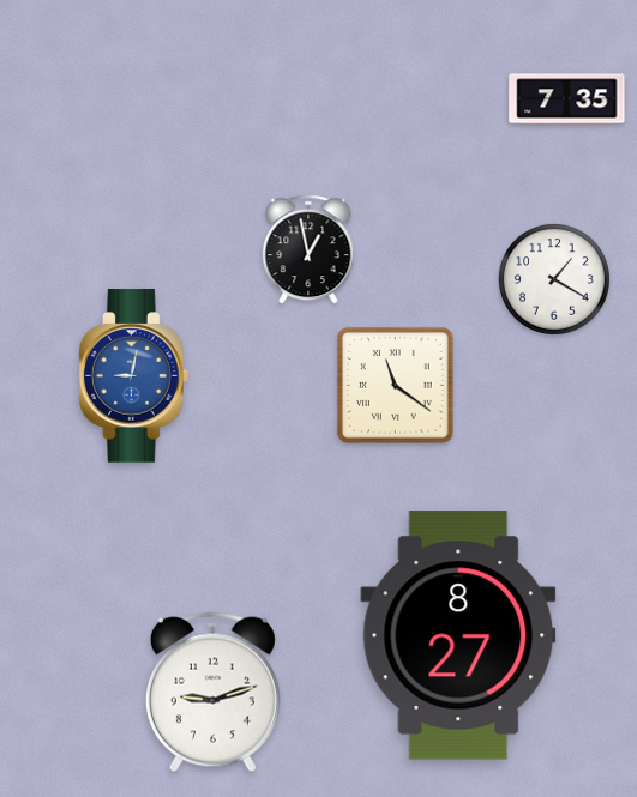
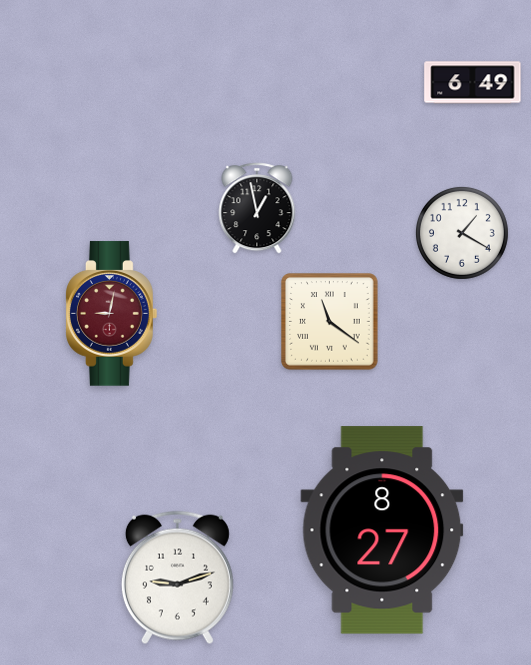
clock at (567, 99): 7:35 -> 6:49
clock at (134, 376) dial: blue -> burgundy
